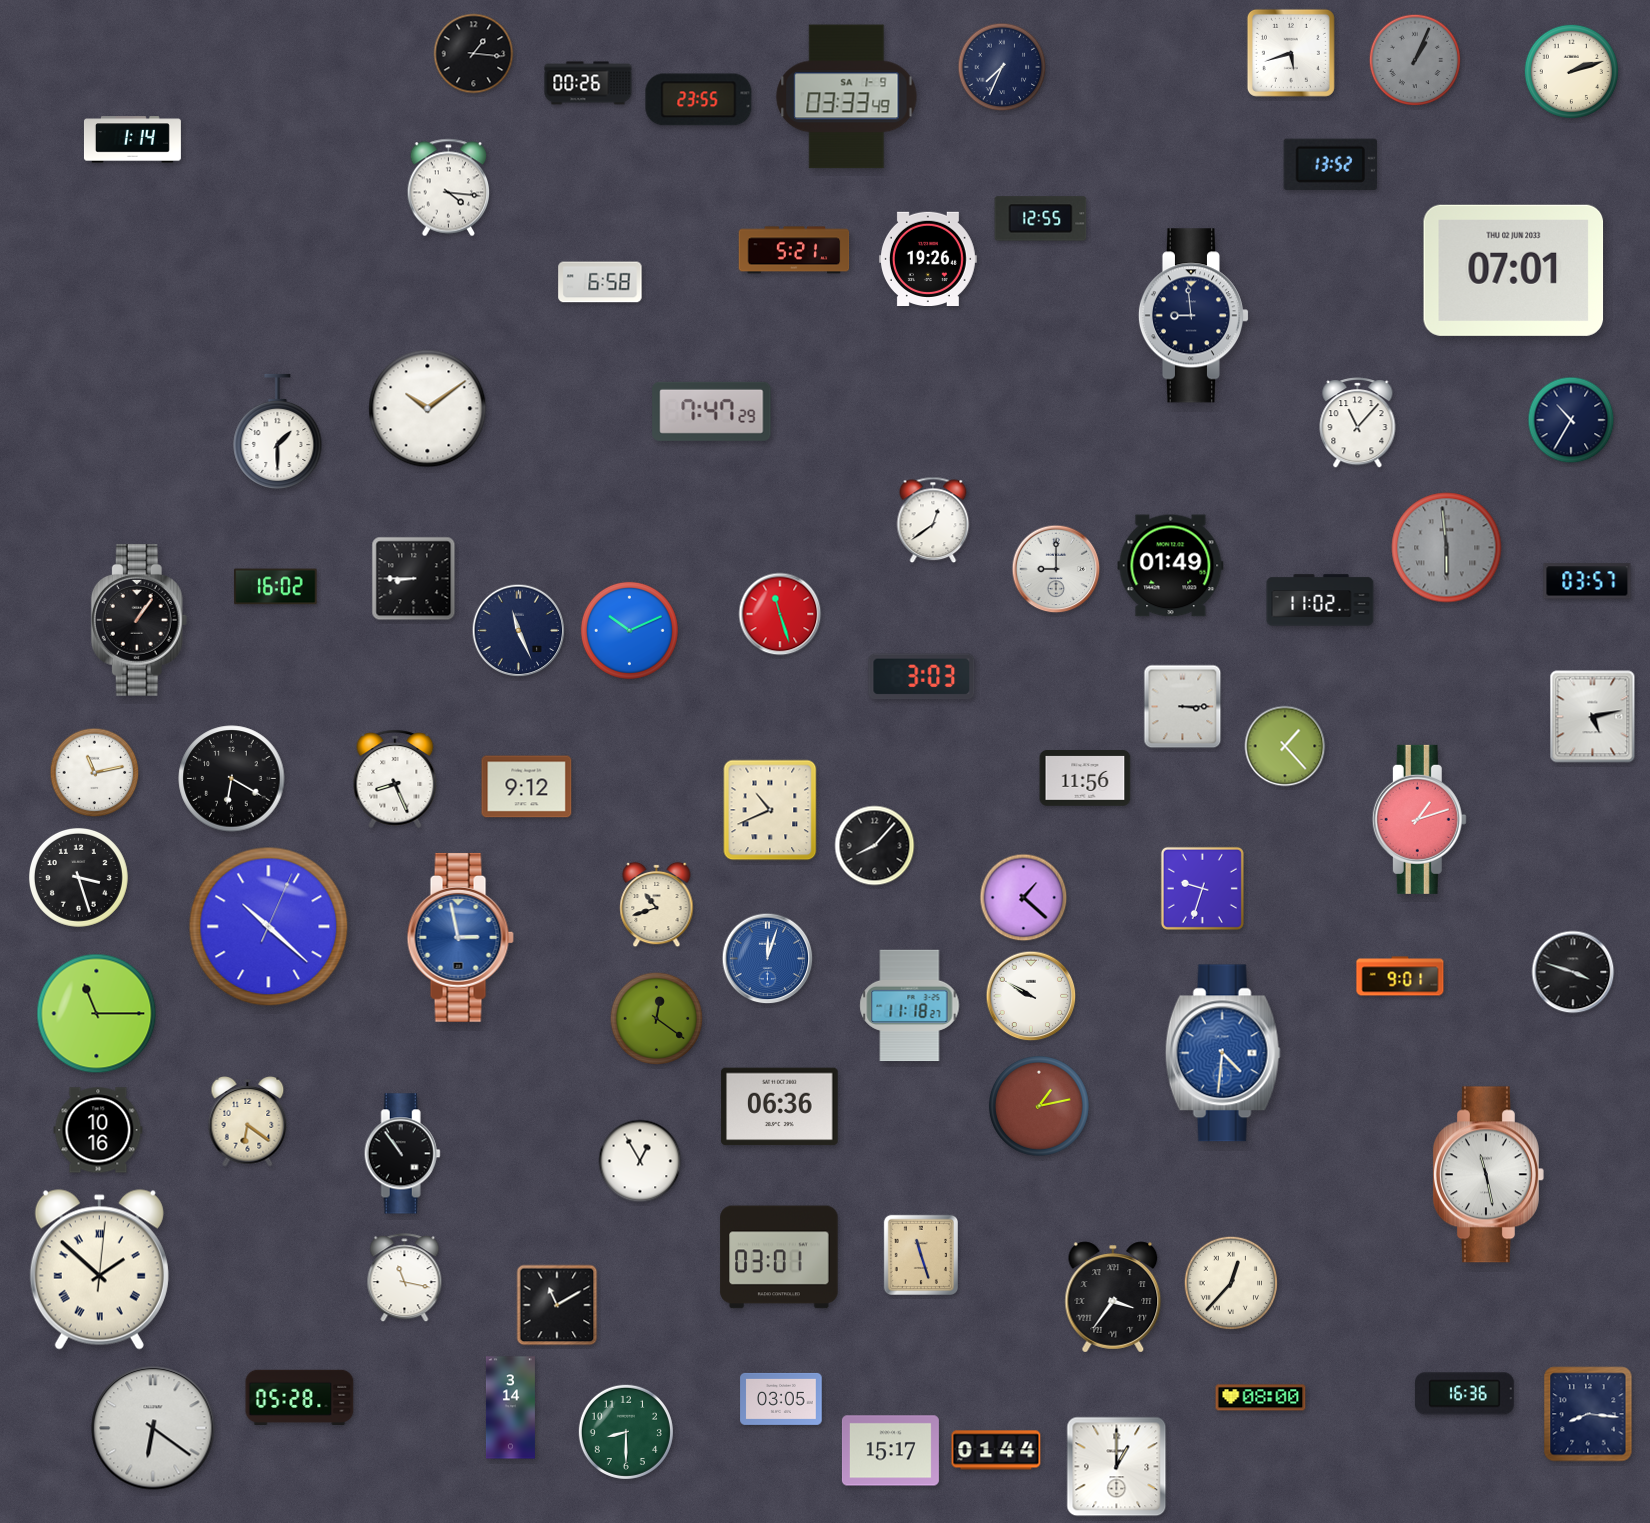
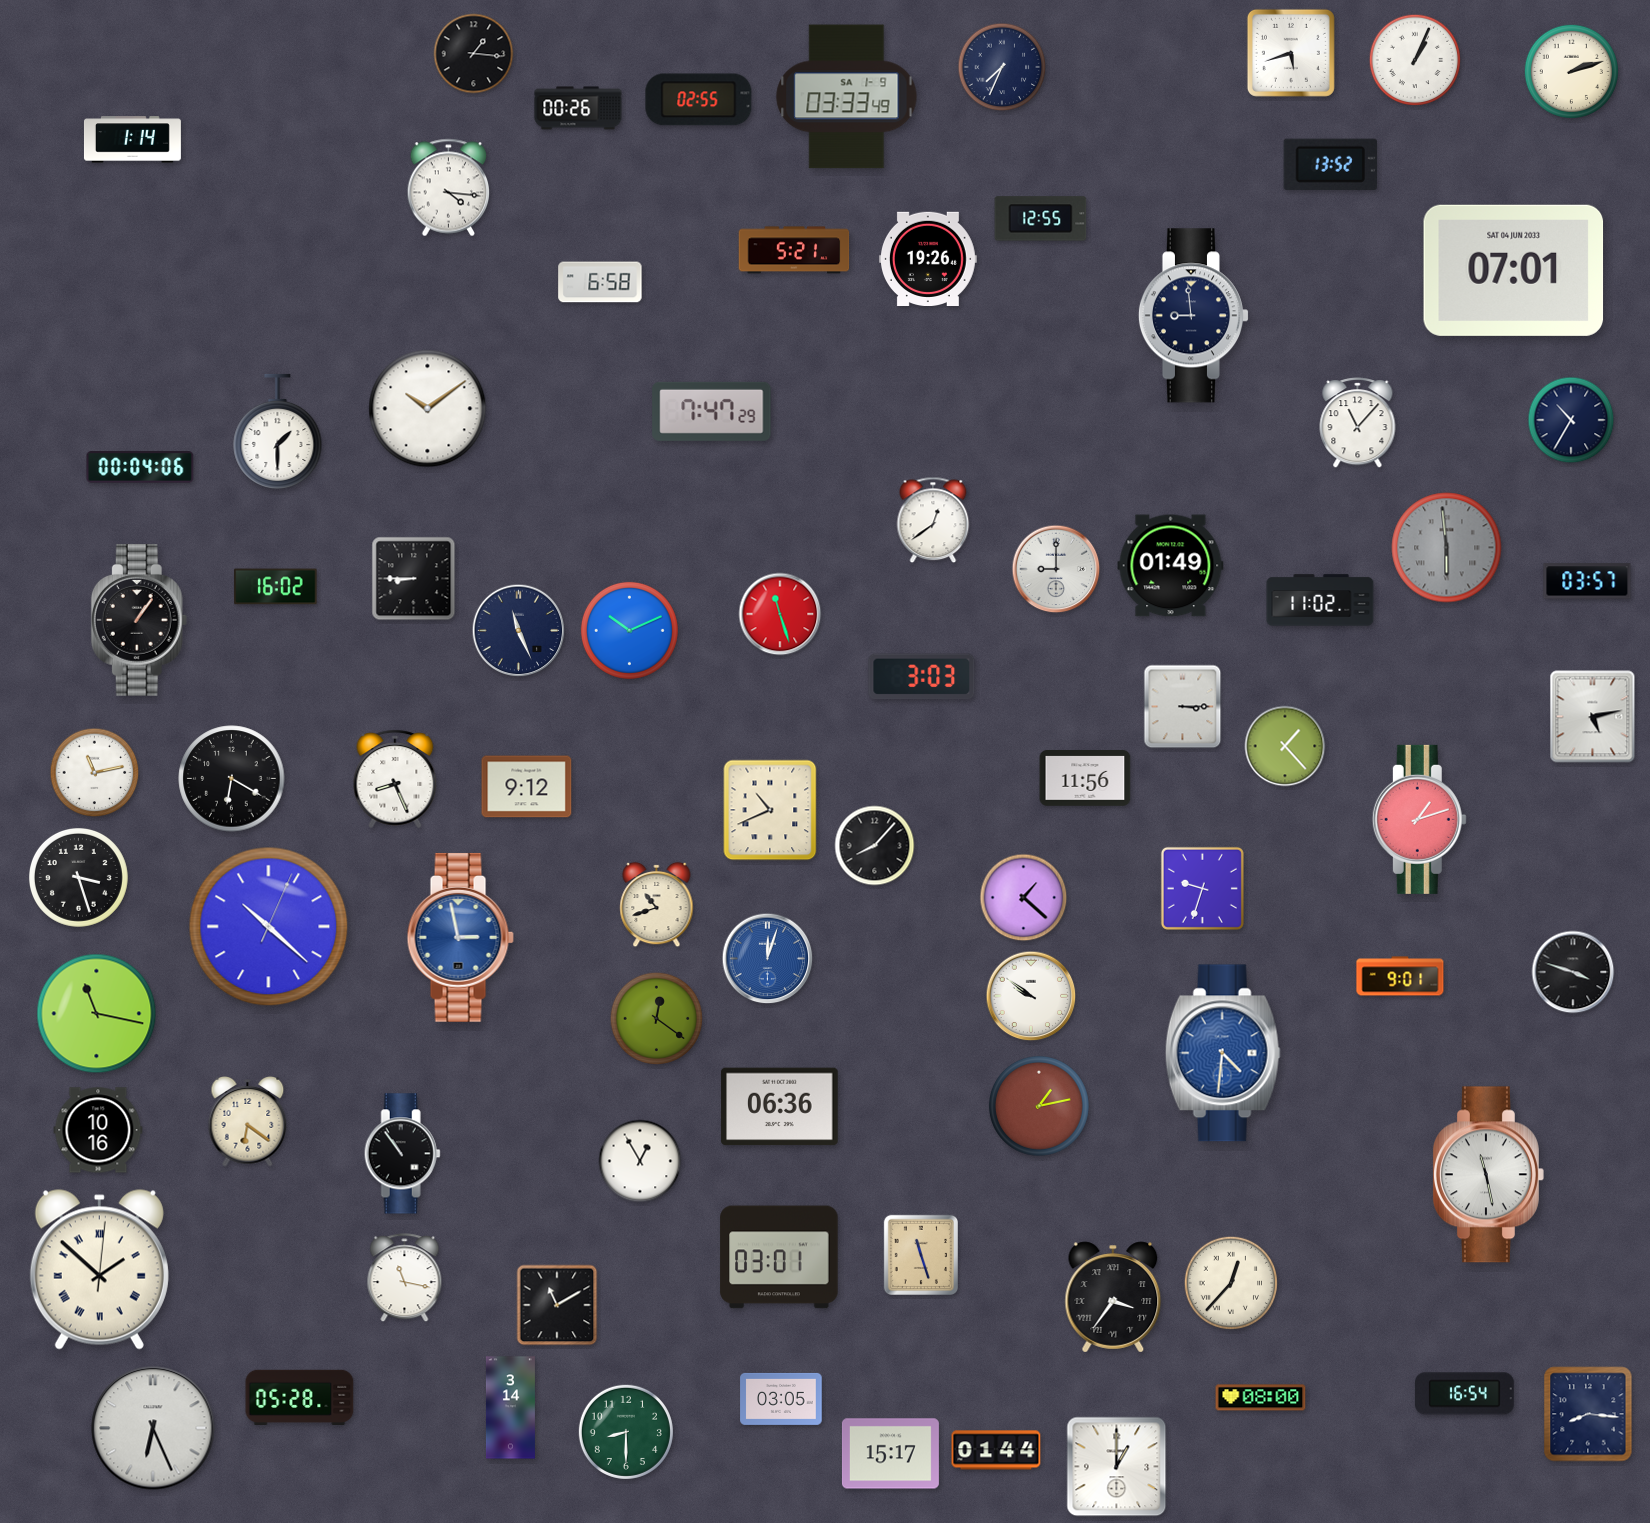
clock at (1415, 60) dial: grey -> white
clock at (588, 83) position: (588, 83) -> (578, 108)
clock at (699, 100): 23:55 -> 02:55
clock at (1514, 270) date: THU 02 JUN 2033 -> SAT 04 JUN 2033
clock at (140, 467): none -> 00:04
clock at (1031, 996): 9:50 -> 9:51
clock at (910, 1006): 11:18 -> none
clock at (97, 1014): 11:15 -> 11:17
clock at (1465, 1394): 16:36 -> 16:54
clock at (153, 1428): 6:21 -> 6:26
clock at (890, 1451) position: (890, 1451) -> (890, 1454)
